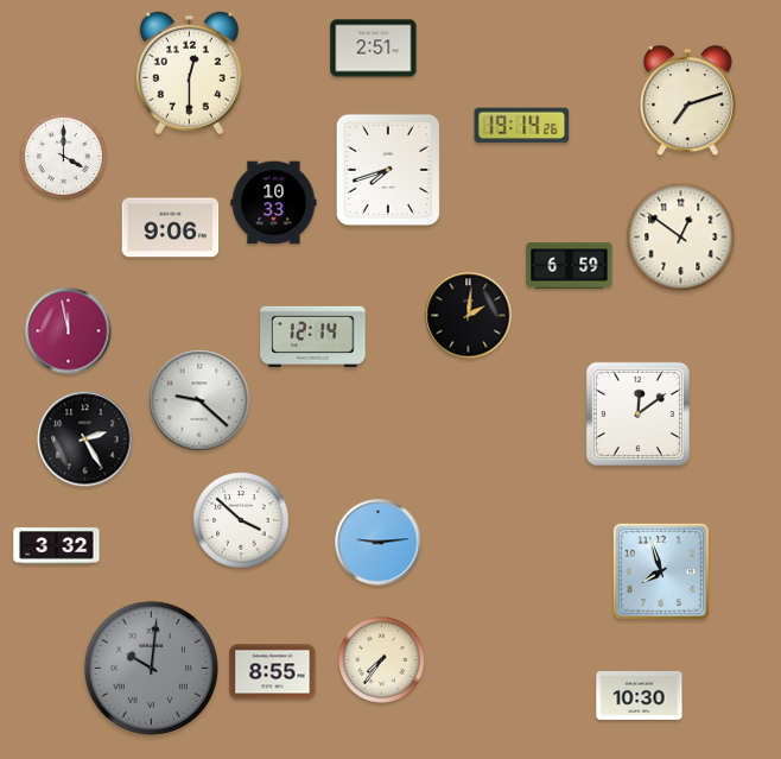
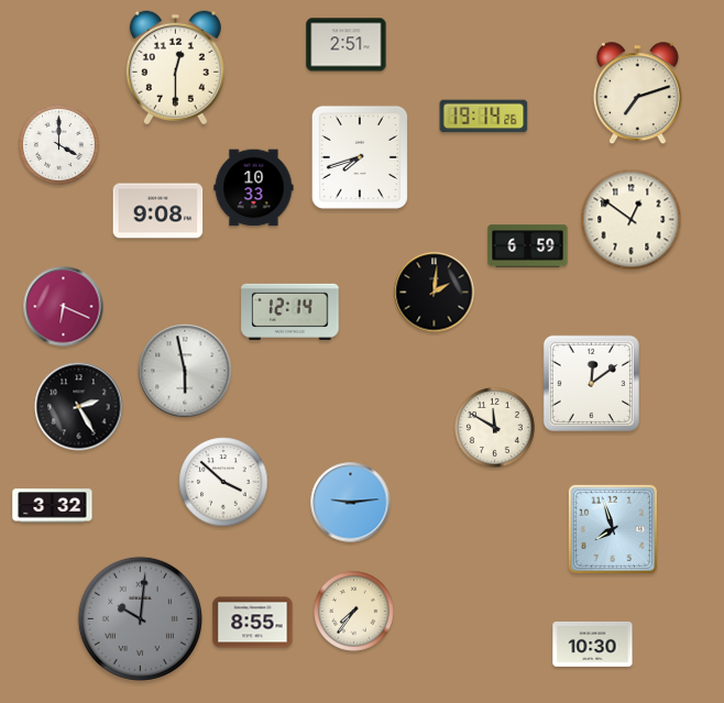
clock at (171, 228): 9:06 -> 9:08
clock at (69, 331): 11:58 -> 6:19
clock at (199, 400): 9:22 -> 5:58
clock at (495, 428): none -> 11:50
